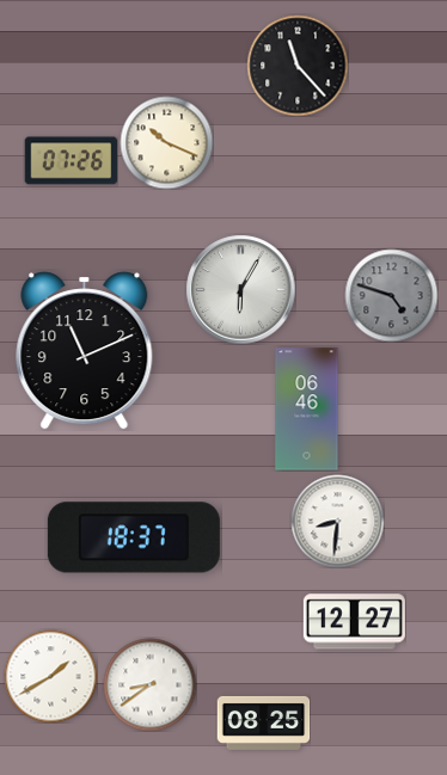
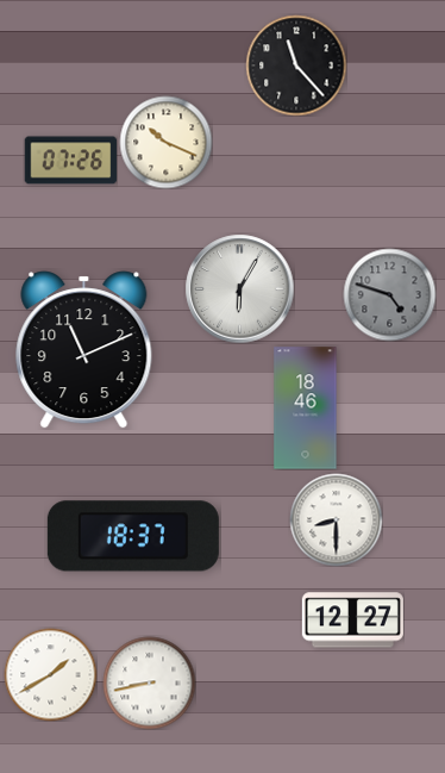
clock at (307, 410): 06:46 -> 18:46
clock at (337, 521): 8:31 -> 8:30
clock at (149, 684): 8:39 -> 8:43
clock at (263, 722): 08:25 -> none
